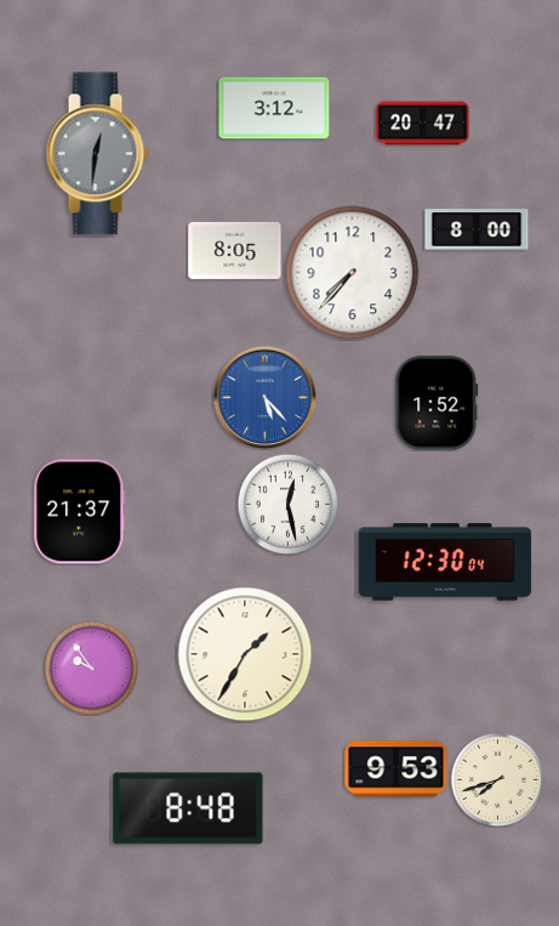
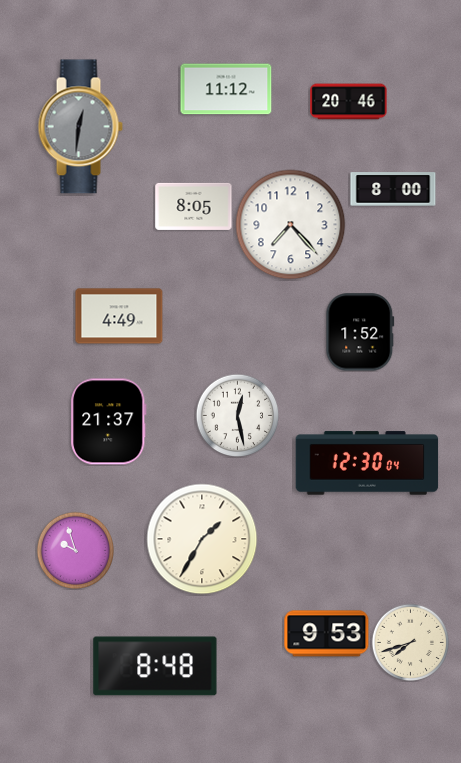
clock at (274, 108): 3:12 -> 11:12
clock at (423, 124): 20:47 -> 20:46
clock at (353, 273): 7:37 -> 7:23
clock at (119, 316): none -> 4:49
clock at (264, 397): 5:23 -> none
clock at (80, 512) position: (80, 512) -> (109, 422)
clock at (91, 667): 9:54 -> 9:57
